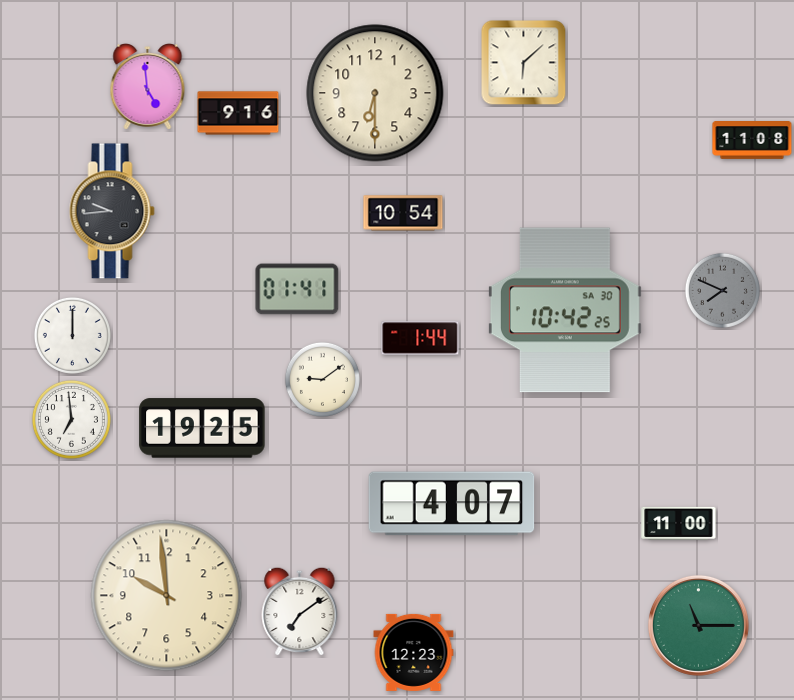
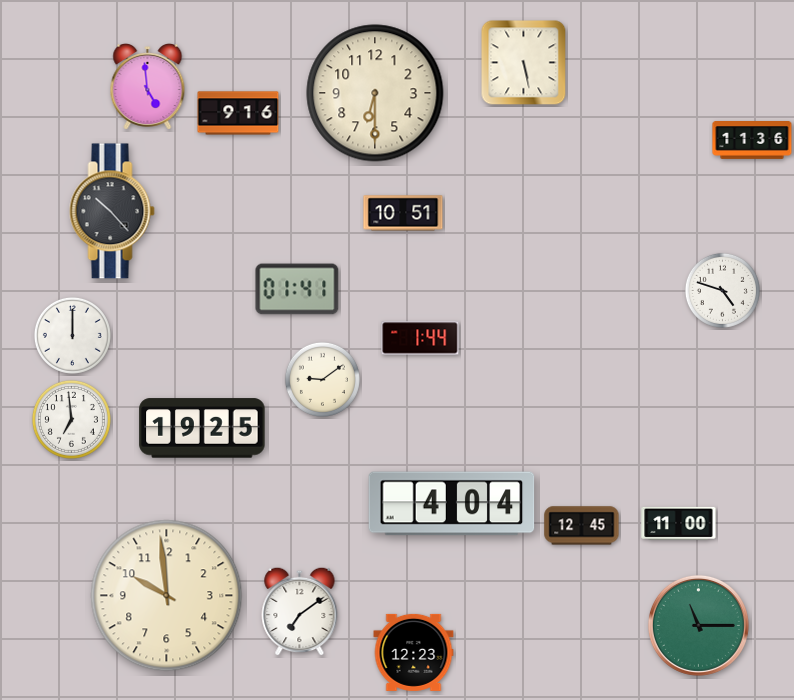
clock at (524, 63): 6:08 -> 5:28
clock at (752, 141): 11:08 -> 11:36
clock at (112, 211): 9:44 -> 10:23
clock at (403, 213): 10:54 -> 10:51
clock at (722, 290): 7:49 -> 4:48
clock at (722, 290) dial: grey -> white
clock at (565, 310): 10:42 -> none
clock at (452, 504): 4:07 -> 4:04
clock at (582, 526): none -> 12:45
